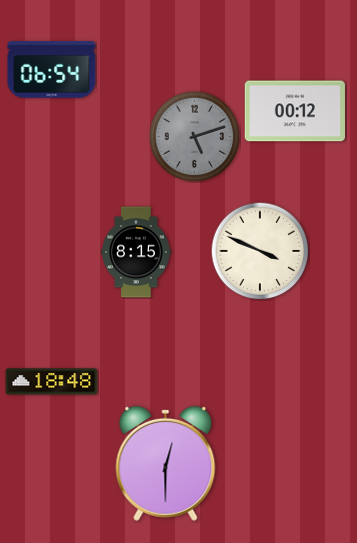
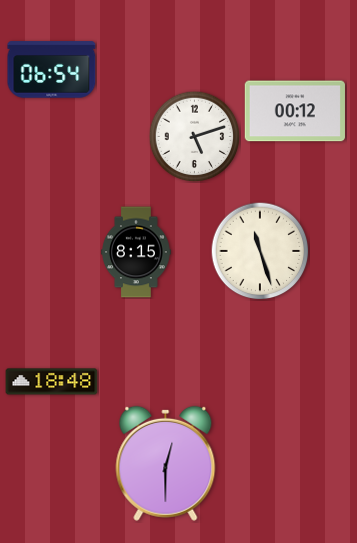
clock at (194, 136) dial: grey -> white
clock at (260, 251): 3:49 -> 11:27
